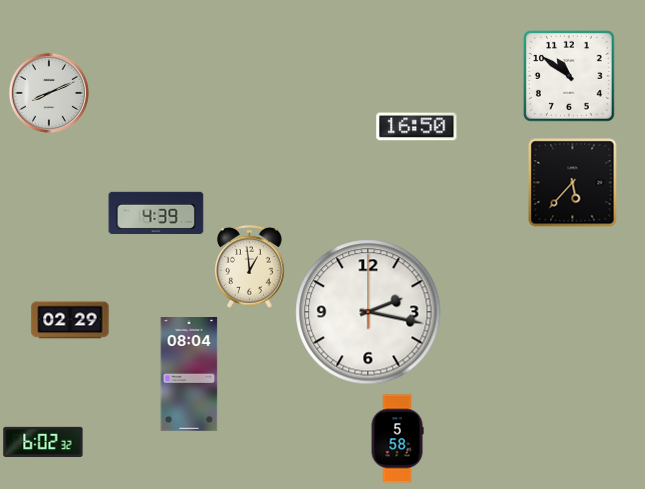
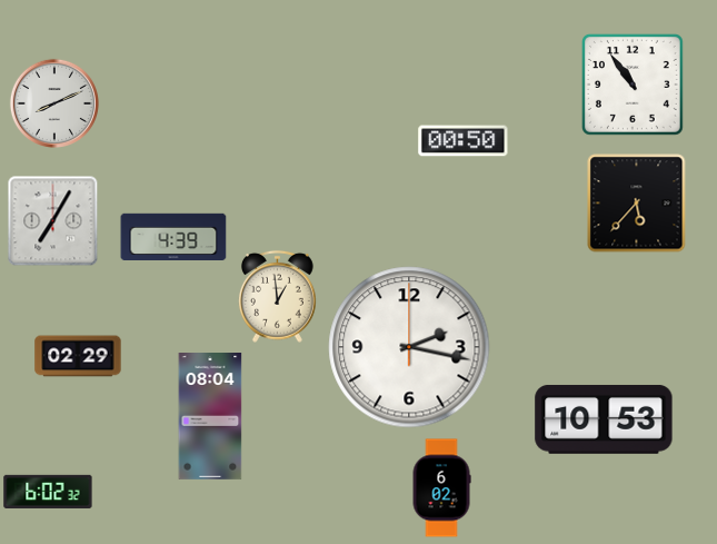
clock at (569, 76): 10:51 -> 10:54
clock at (417, 127): 16:50 -> 00:50
clock at (52, 220): none -> 7:05
clock at (604, 419): none -> 10:53
clock at (397, 439): 5:58 -> 6:02
